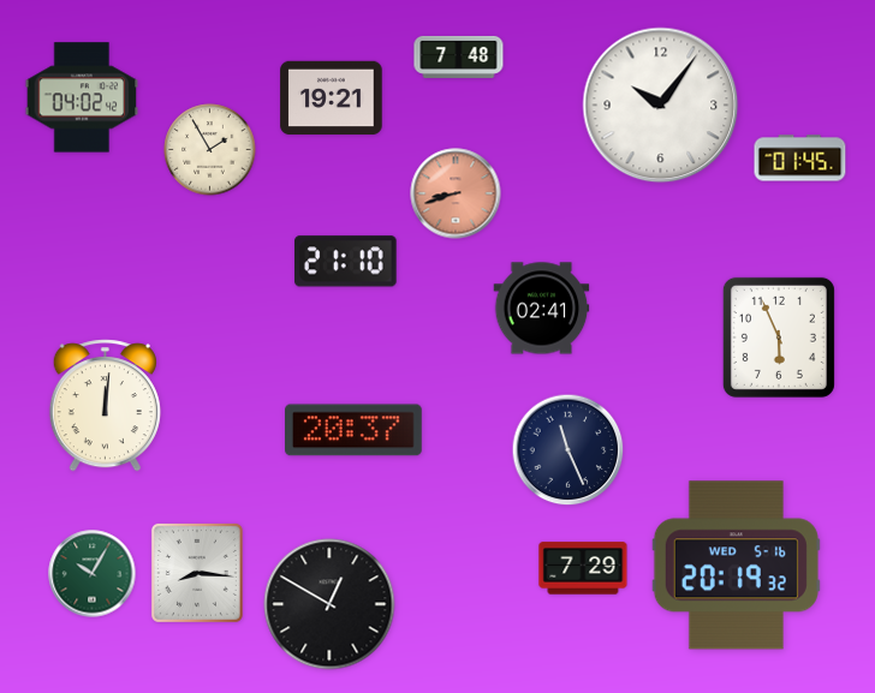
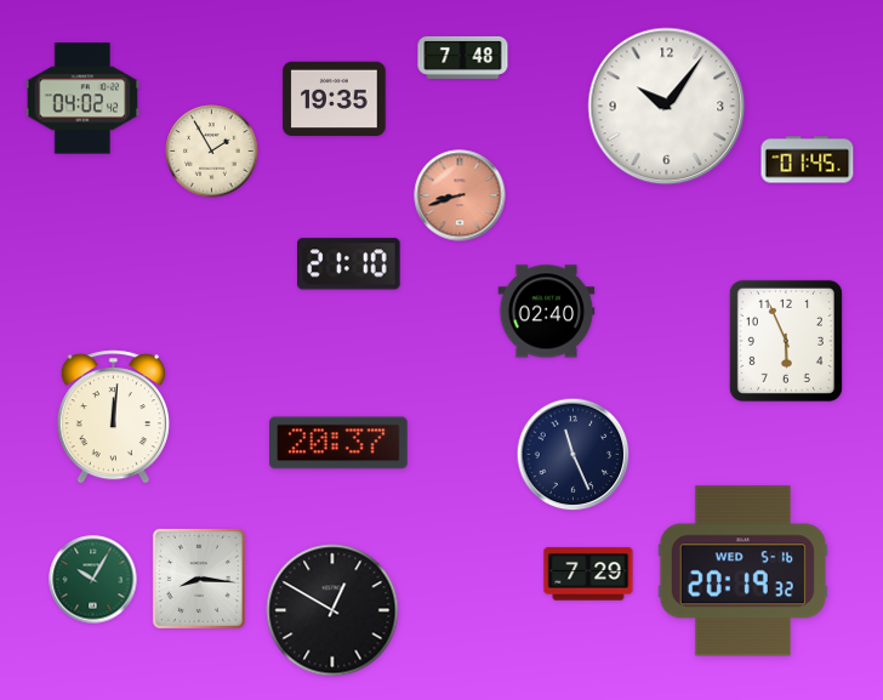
clock at (332, 98): 19:21 -> 19:35
clock at (542, 309): 02:41 -> 02:40
clock at (105, 406) position: (105, 406) -> (113, 417)
clock at (355, 430) position: (355, 430) -> (340, 443)
